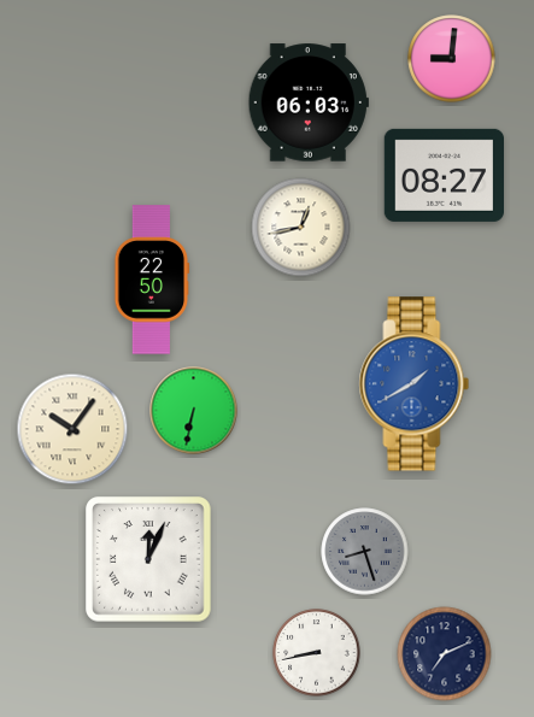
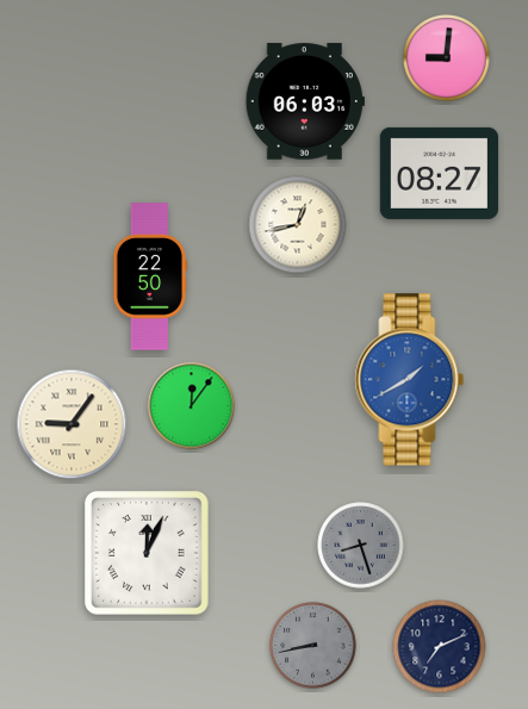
clock at (194, 411): 6:32 -> 12:06
clock at (72, 429): 10:06 -> 9:06
clock at (317, 653) dial: white -> grey
